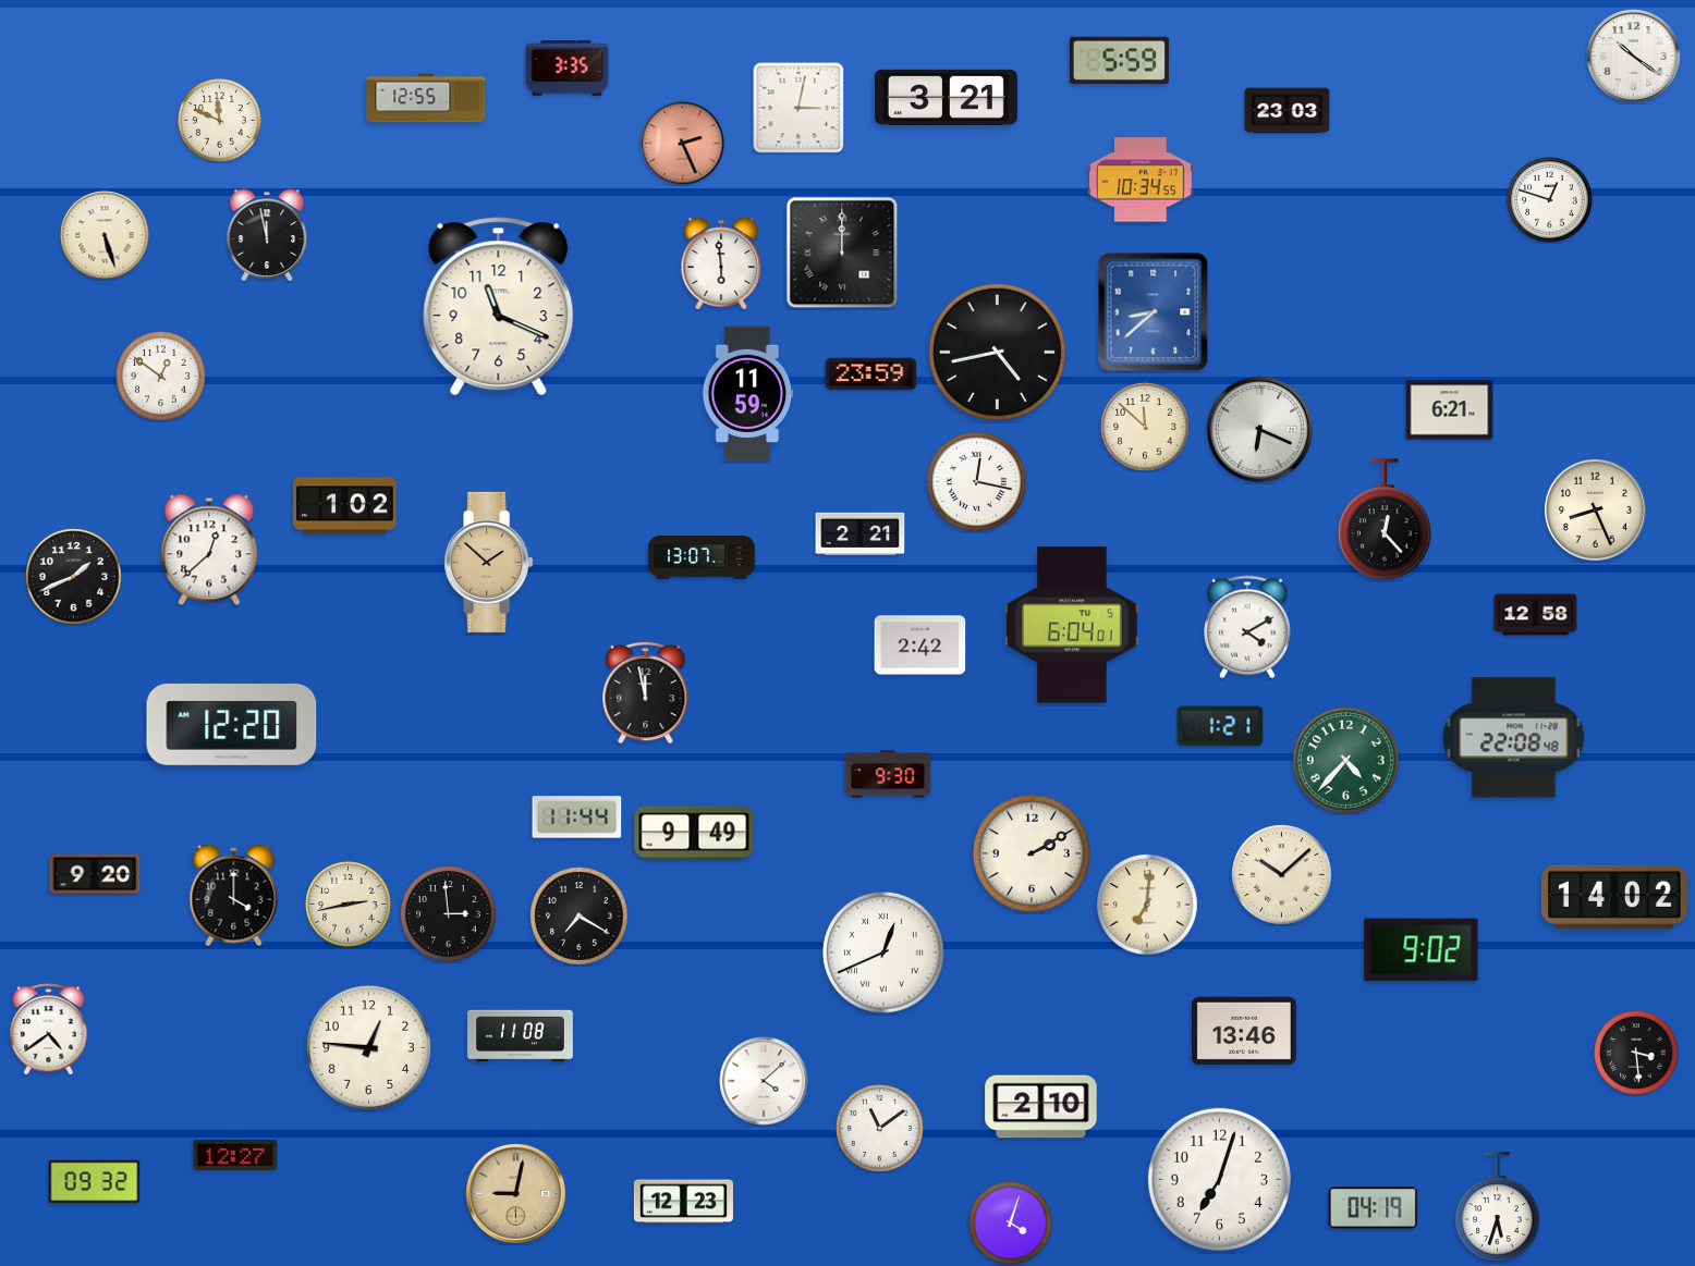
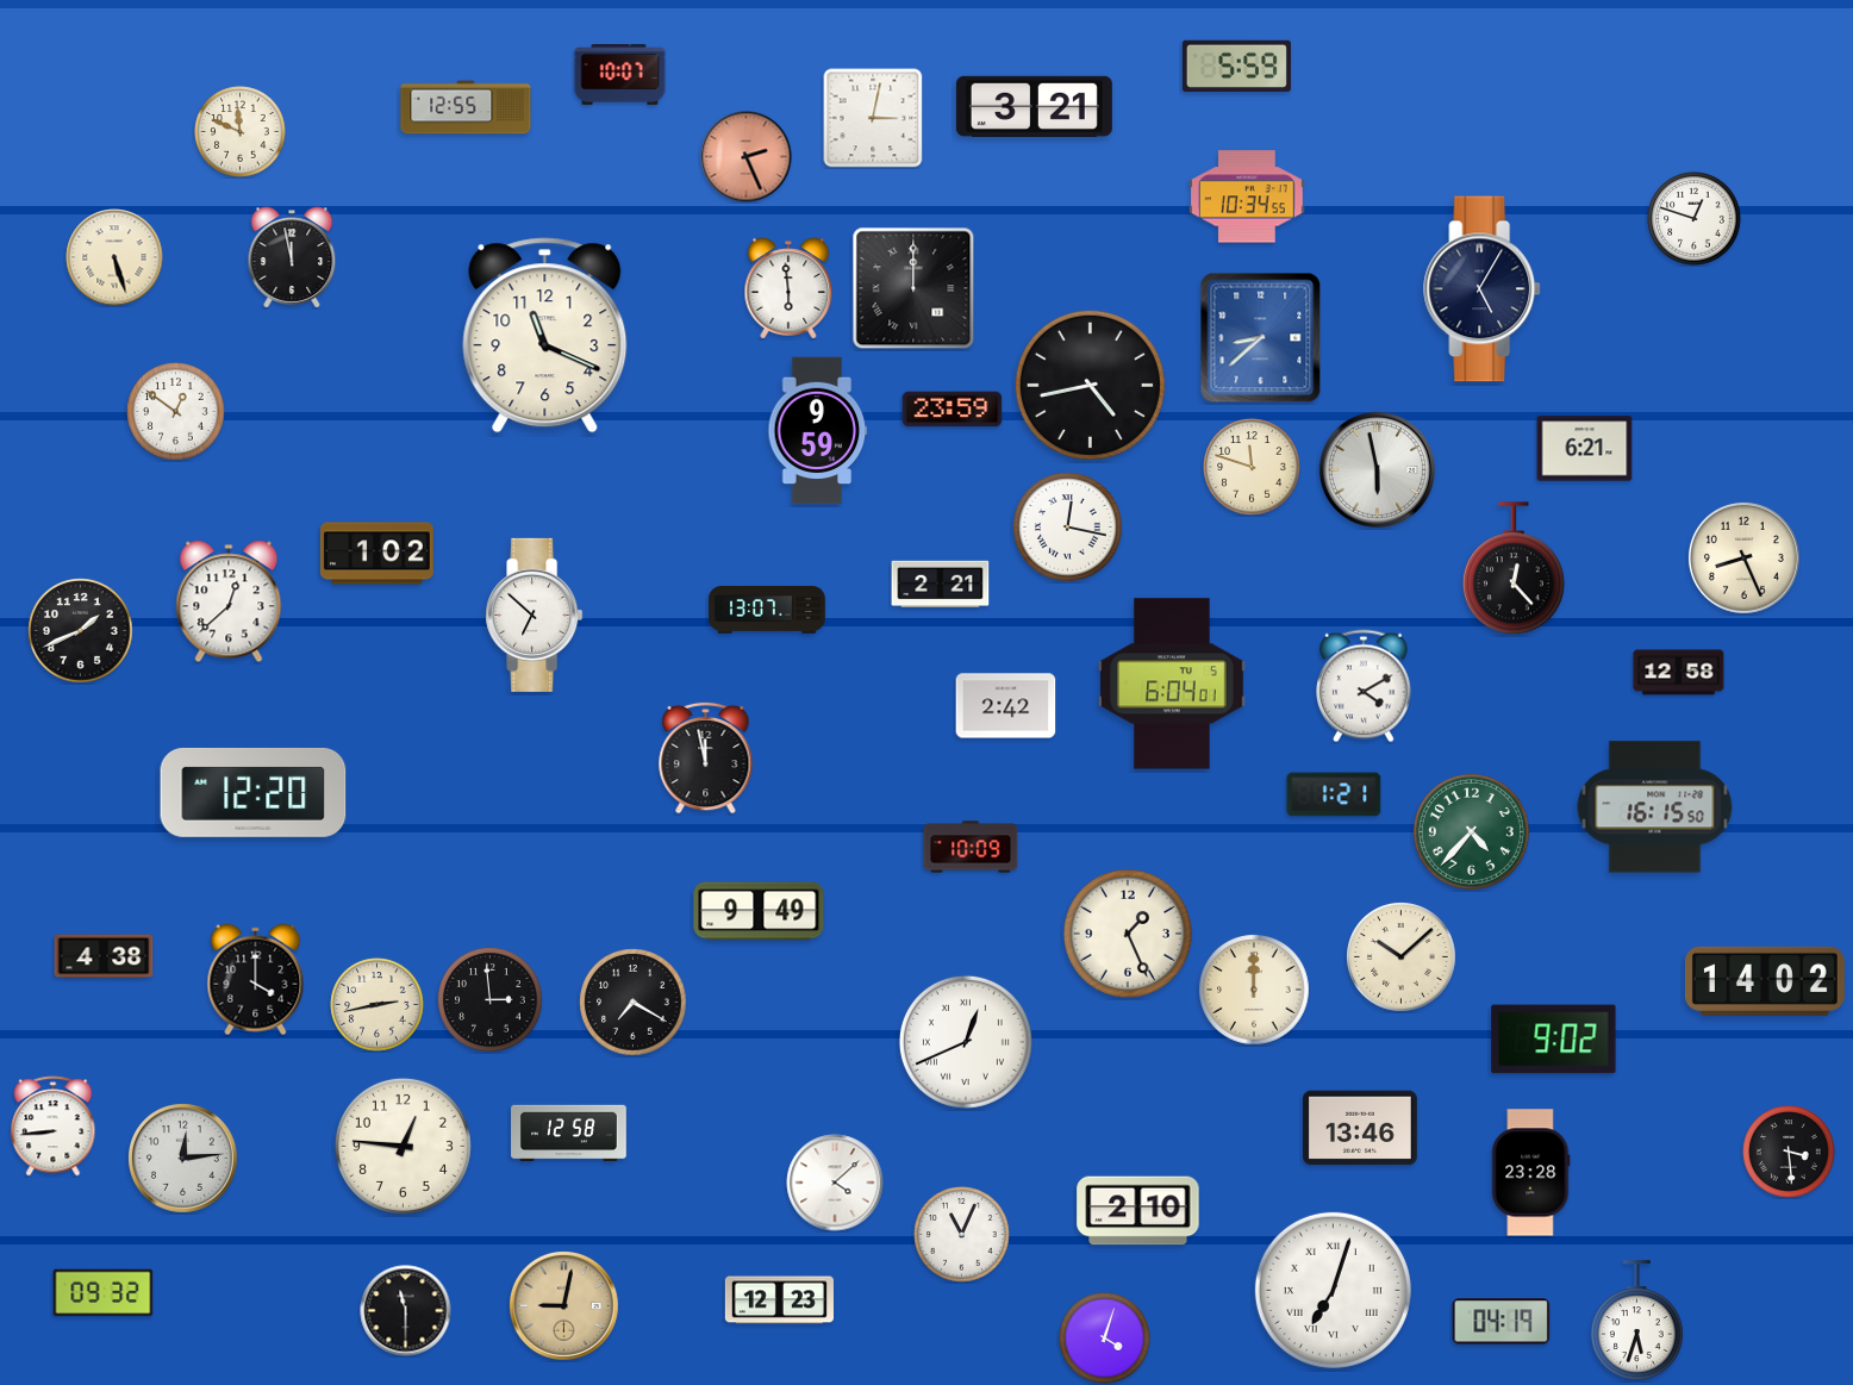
clock at (1634, 57): 10:21 -> none
clock at (1119, 60) position: (1119, 60) -> (1236, 65)
clock at (568, 69): 3:35 -> 10:07
clock at (1288, 111): 23:03 -> none
clock at (842, 253) position: (842, 253) -> (913, 288)
clock at (1483, 289): none -> 5:05
clock at (1154, 312) position: (1154, 312) -> (1261, 338)
clock at (748, 394): 11:59 -> 9:59
clock at (1145, 427): 11:52 -> 11:48
clock at (1259, 429): 6:19 -> 5:58
clock at (489, 562): 1:52 -> 6:52
clock at (489, 562) dial: champagne -> white
clock at (1514, 738): 22:08 -> 16:15
clock at (888, 774): 9:30 -> 10:09
clock at (577, 818): 11:44 -> none
clock at (1032, 853): 2:10 -> 1:26
clock at (95, 874): 9:20 -> 4:38
clock at (349, 905) position: (349, 905) -> (378, 1005)
clock at (1148, 906): 7:01 -> 12:00
clock at (49, 1030): 4:39 -> 8:44
clock at (521, 1036): 11:08 -> 12:58
clock at (183, 1159): none -> 12:14
clock at (1531, 1173): none -> 23:28
clock at (880, 1129): 11:09 -> 11:04
clock at (235, 1155): 12:27 -> none
clock at (1219, 1179) numerals: Arabic -> Roman
clock at (406, 1311): none -> 11:30
clock at (683, 1202) position: (683, 1202) -> (779, 1300)
